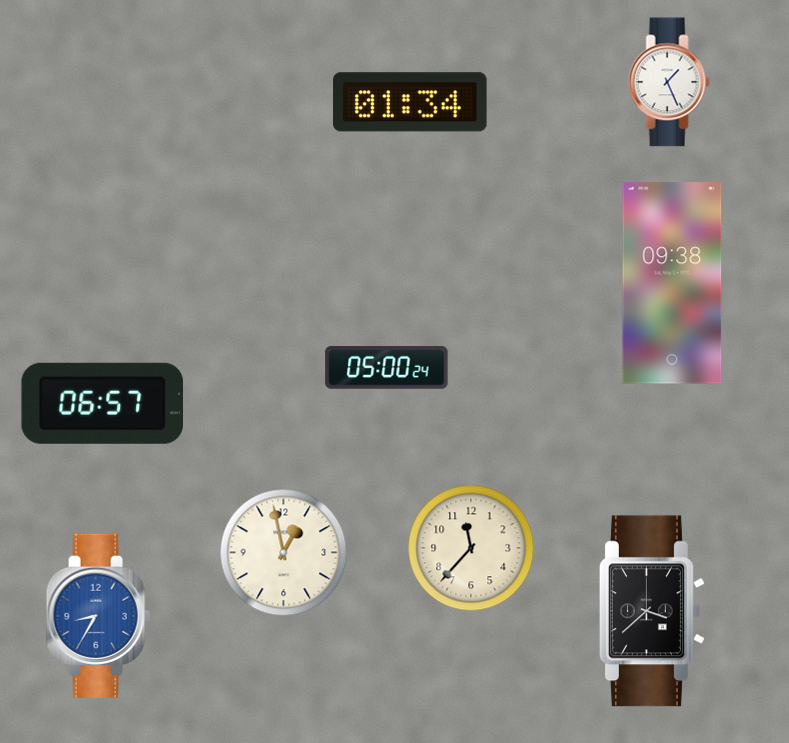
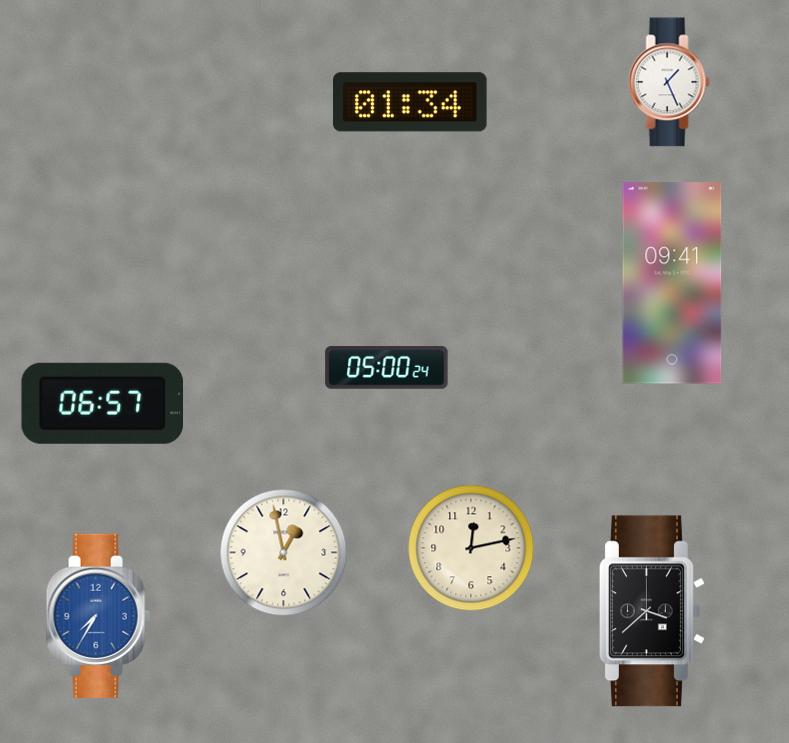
clock at (672, 283): 09:38 -> 09:41
clock at (471, 548): 11:37 -> 12:13
clock at (98, 616): 8:35 -> 7:35
